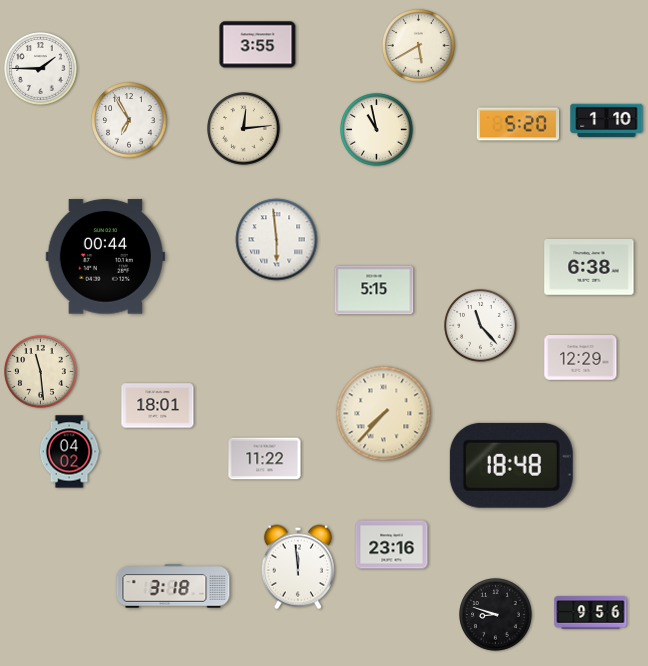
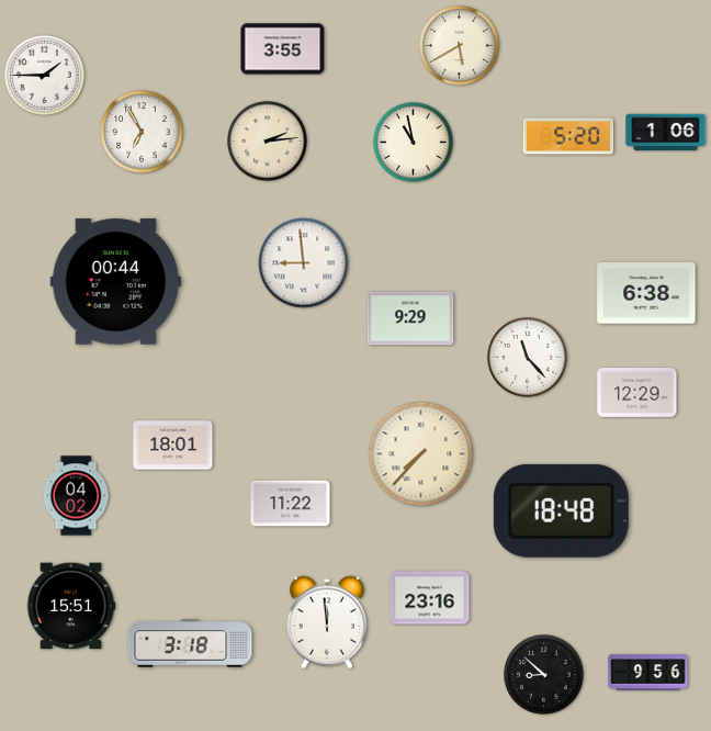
clock at (419, 46) position: (419, 46) -> (460, 46)
clock at (607, 121): 1:10 -> 1:06
clock at (244, 129): 12:14 -> 2:14
clock at (277, 240): 5:59 -> 8:59
clock at (374, 290): 5:15 -> 9:29
clock at (41, 372): 11:29 -> none
clock at (71, 606): none -> 15:51
clock at (496, 615): 8:48 -> 8:52
